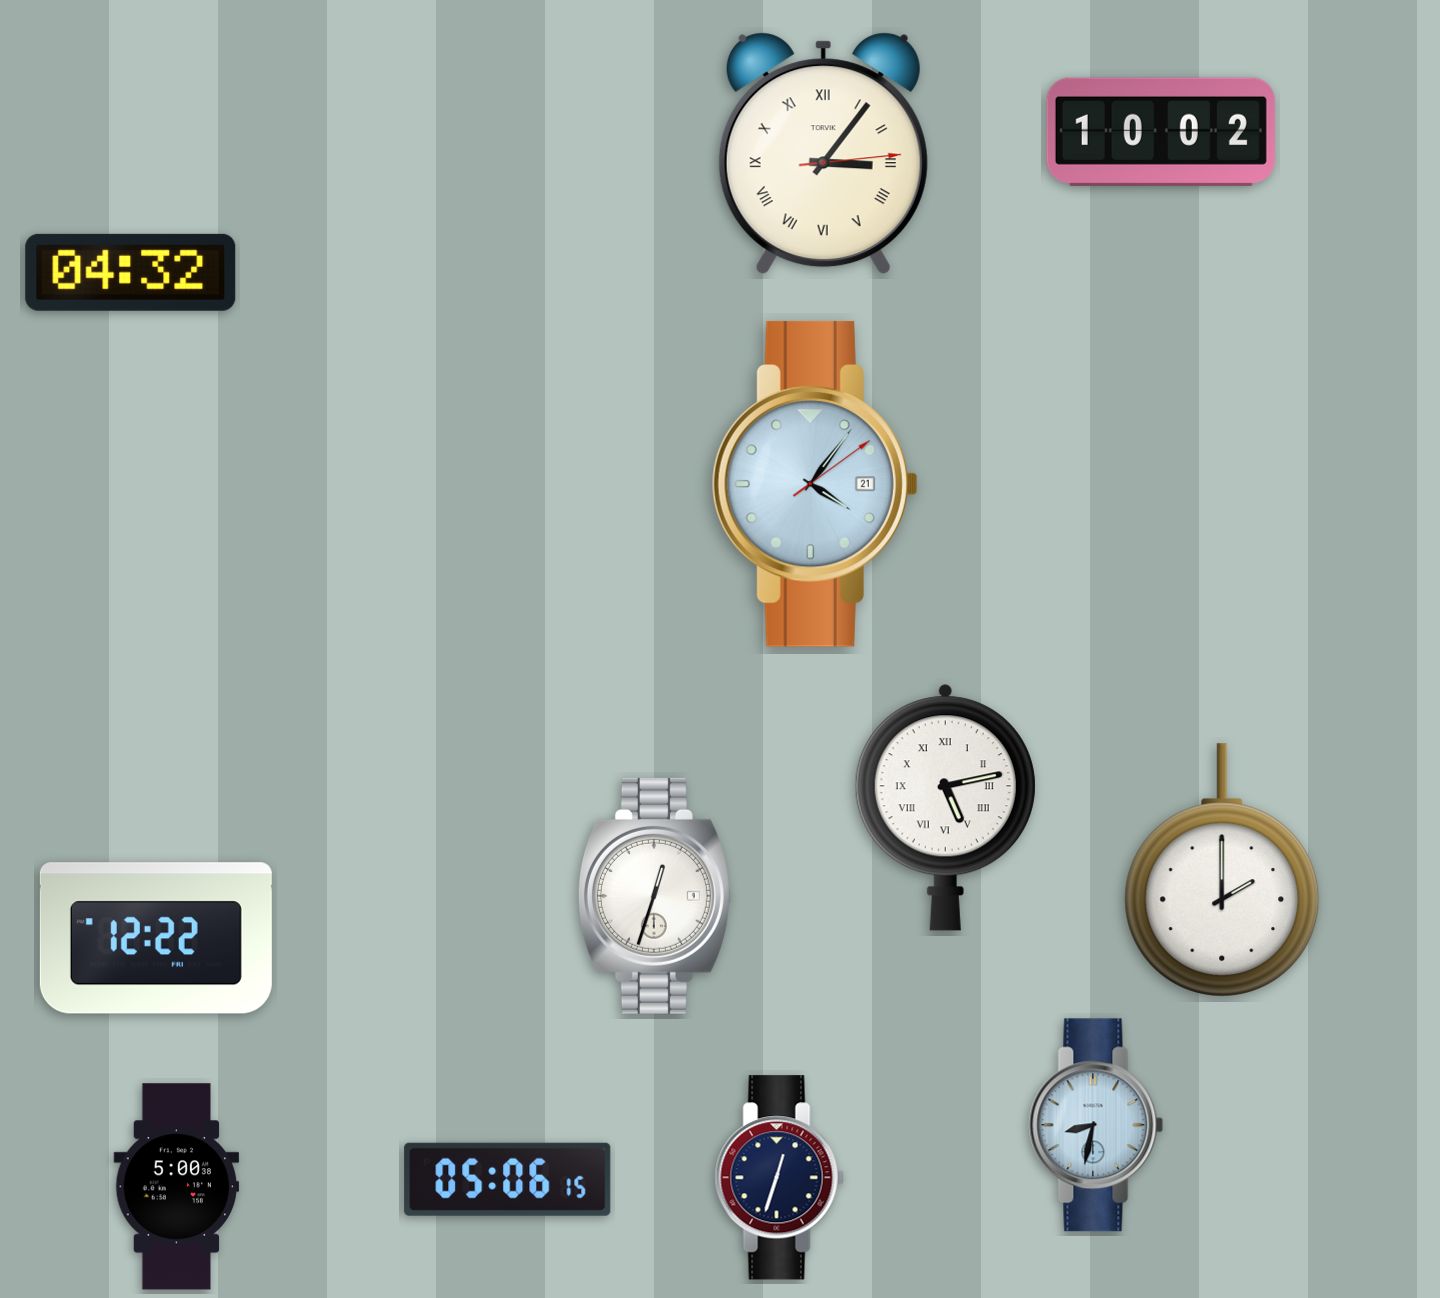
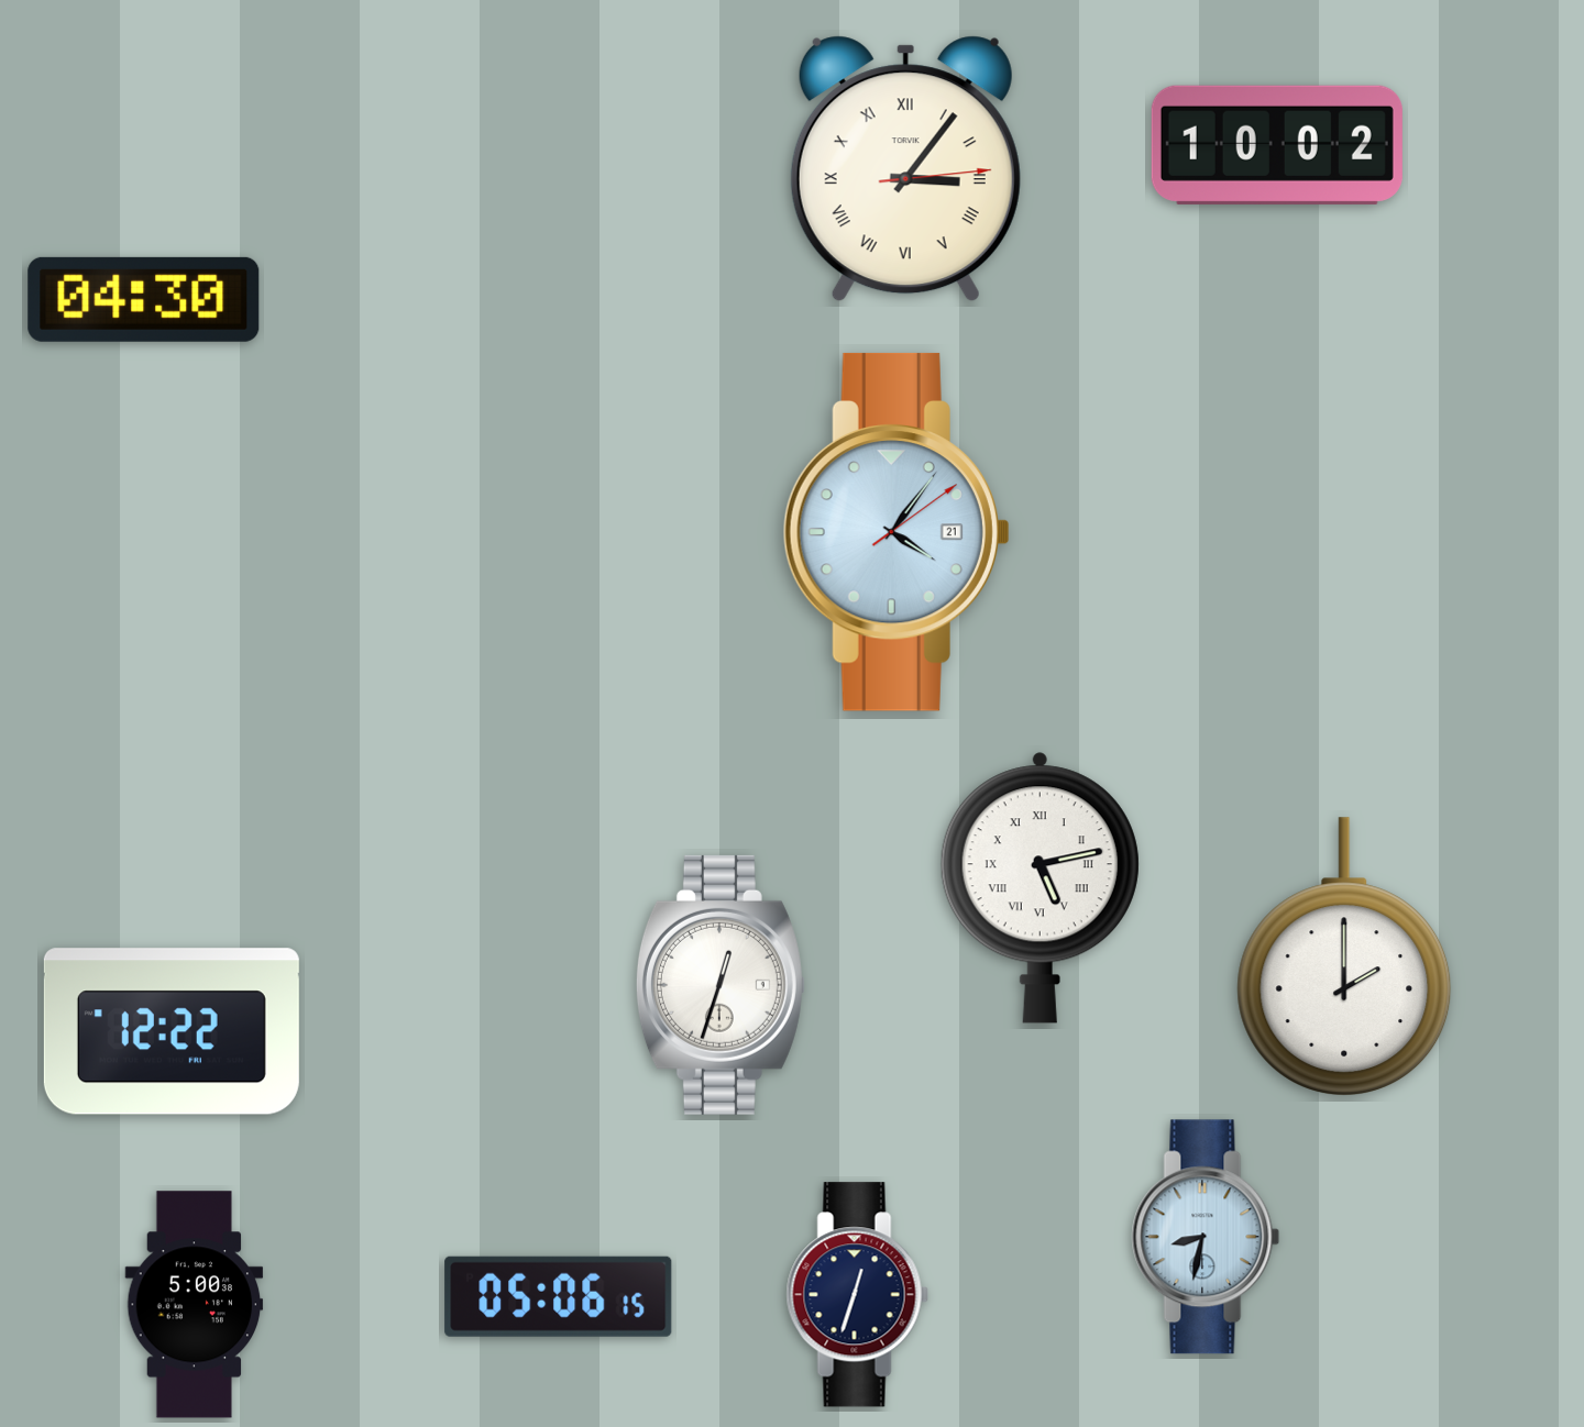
clock at (131, 272): 04:32 -> 04:30
